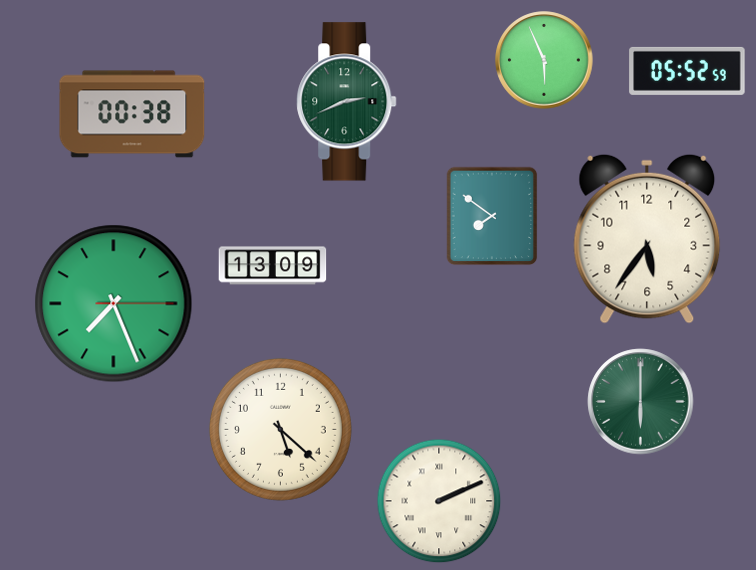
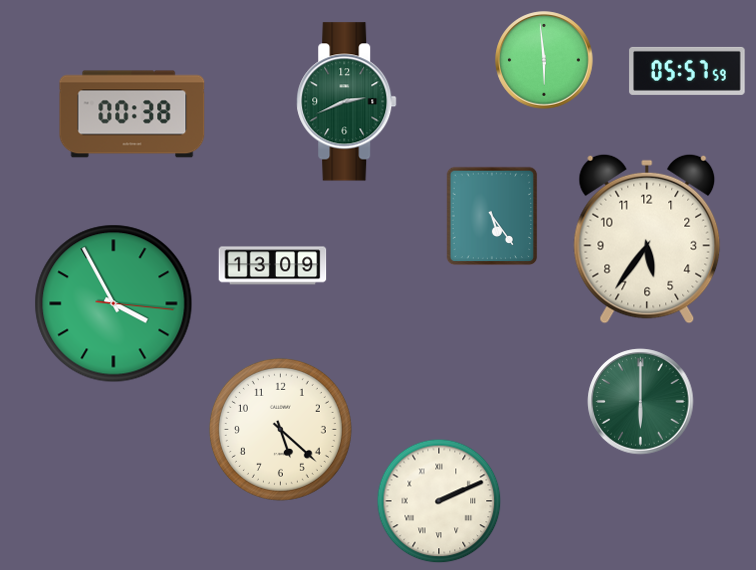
clock at (544, 60): 5:56 -> 5:59
clock at (687, 71): 05:52 -> 05:57
clock at (492, 216): 7:51 -> 5:24
clock at (114, 304): 7:26 -> 3:55
